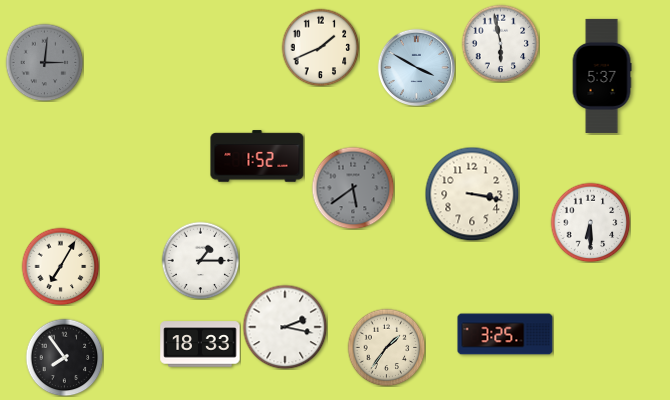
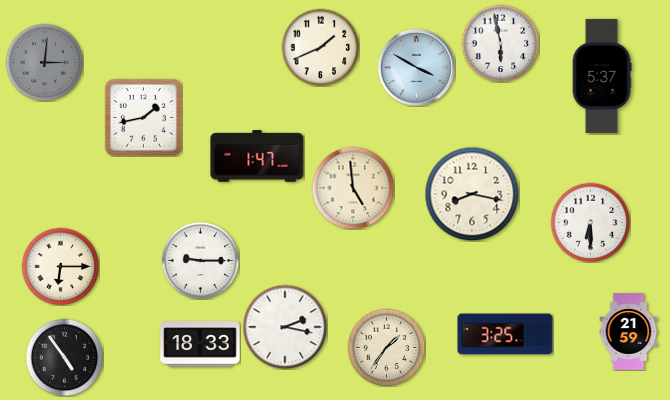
clock at (143, 117): none -> 1:43
clock at (257, 156): 1:52 -> 1:47
clock at (353, 188): 5:39 -> 4:59
clock at (353, 188) dial: grey -> cream
clock at (472, 194): 3:17 -> 8:17
clock at (200, 260): 1:15 -> 9:15
clock at (60, 266): 7:05 -> 6:15
clock at (629, 332): none -> 21:59
clock at (64, 357): 7:54 -> 4:54
